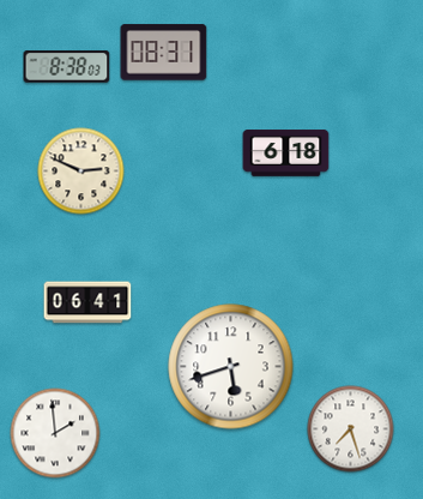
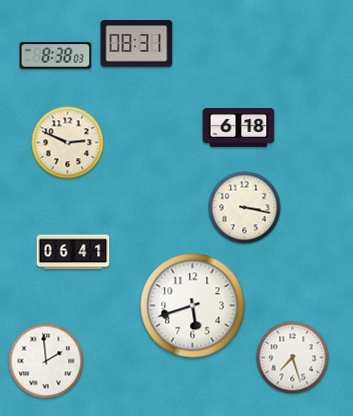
clock at (245, 208): none -> 3:17
